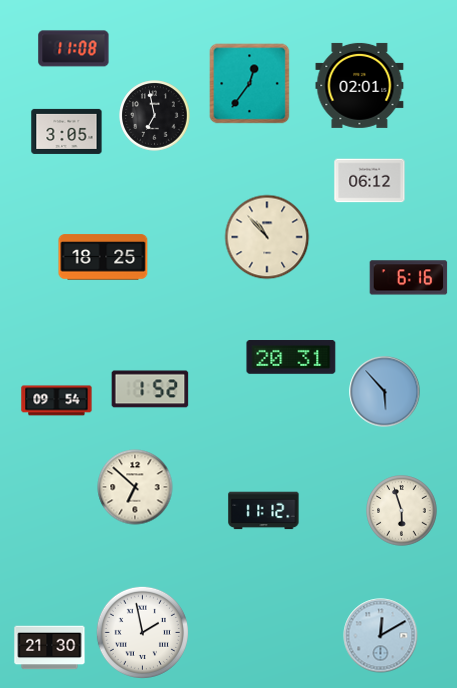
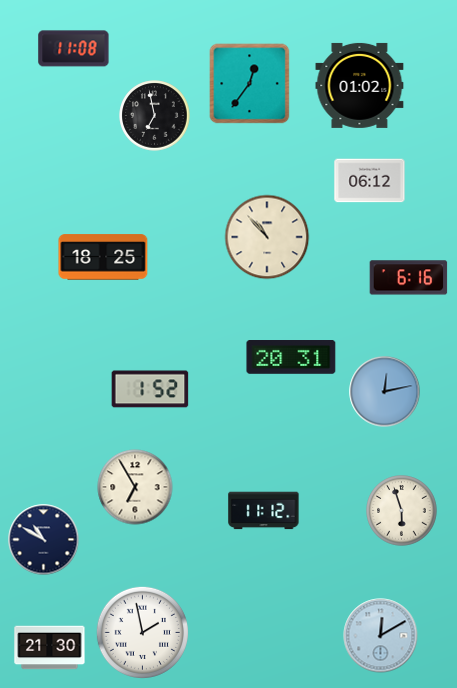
clock at (360, 85): 02:01 -> 01:02
clock at (67, 131): 3:05 -> none
clock at (385, 392): 5:53 -> 12:13
clock at (57, 401): 09:54 -> none
clock at (135, 487): 6:52 -> 6:55
clock at (44, 540): none -> 10:50
